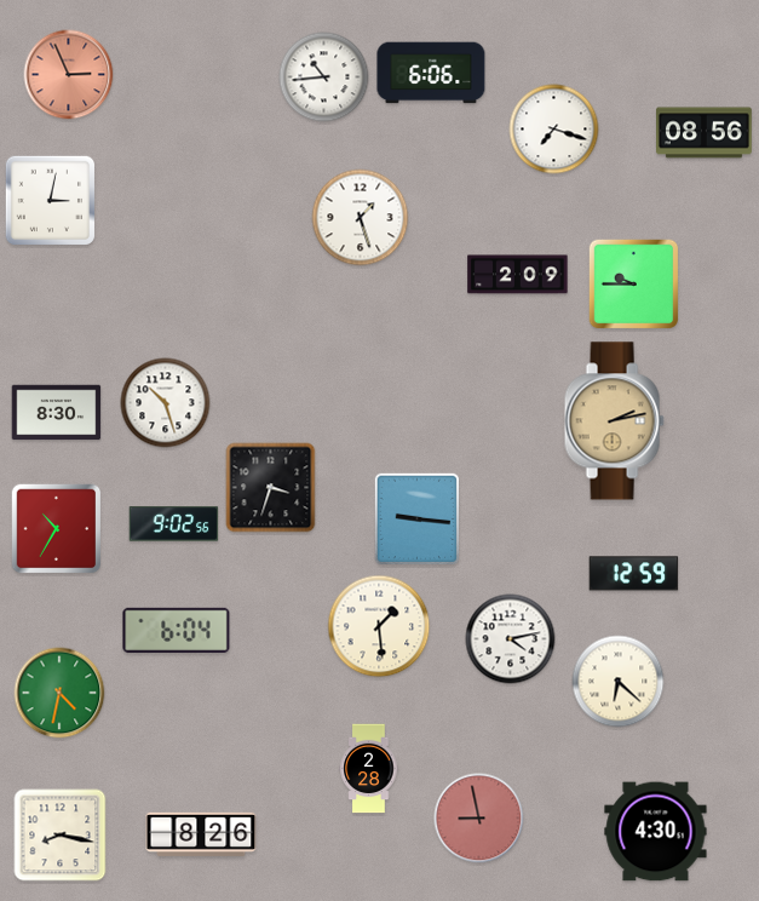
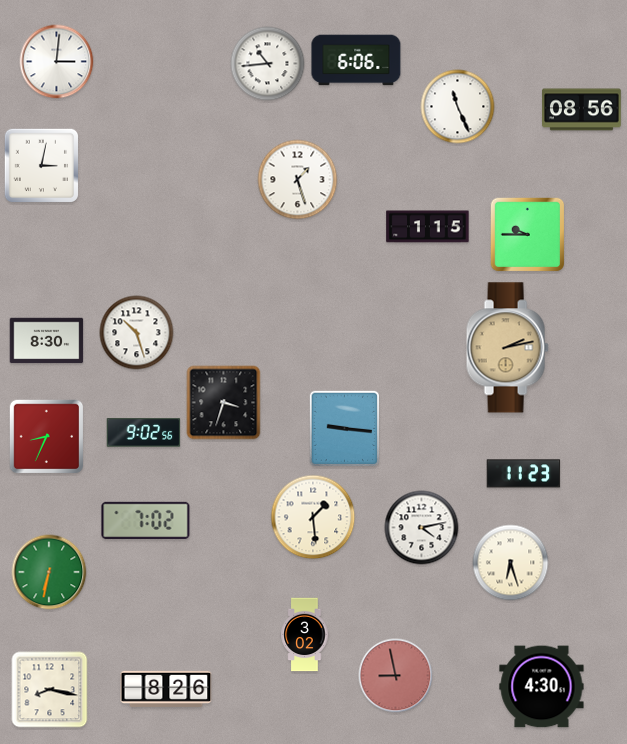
clock at (69, 75): 2:56 -> 3:01
clock at (69, 75) dial: salmon -> white
clock at (554, 130): 7:18 -> 11:26
clock at (518, 275): 2:09 -> 1:15
clock at (634, 285) position: (634, 285) -> (528, 235)
clock at (57, 529): 10:35 -> 8:34
clock at (634, 574): 12:59 -> 11:23
clock at (177, 630): 6:04 -> 7:02
clock at (619, 682): 6:22 -> 6:27
clock at (59, 693): 4:32 -> 6:32
clock at (369, 769): 2:28 -> 3:02
